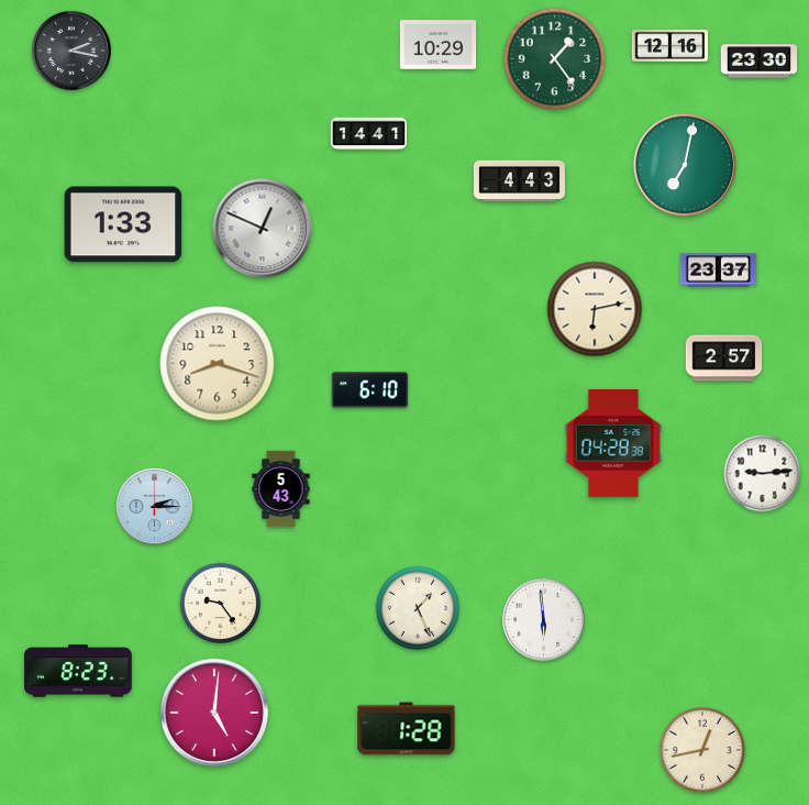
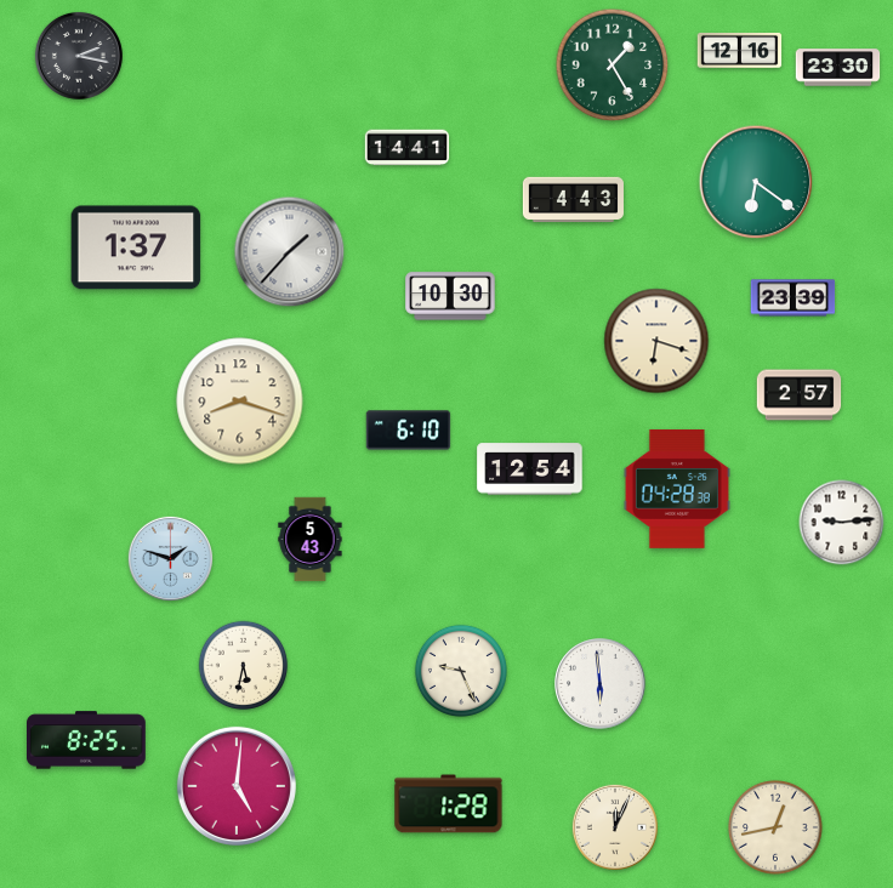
clock at (439, 45): 10:29 -> none
clock at (555, 59): 1:24 -> 1:25
clock at (685, 165): 7:02 -> 6:21
clock at (123, 224): 1:33 -> 1:37
clock at (263, 229): 12:49 -> 1:37
clock at (450, 296): none -> 10:30
clock at (719, 271): 23:37 -> 23:39
clock at (595, 309): 6:13 -> 6:18
clock at (530, 469): none -> 12:54
clock at (154, 506): 2:15 -> 1:48
clock at (221, 604): 9:24 -> 5:32
clock at (418, 608): 1:26 -> 9:26
clock at (79, 671): 8:23 -> 8:25
clock at (615, 827): none -> 12:04
